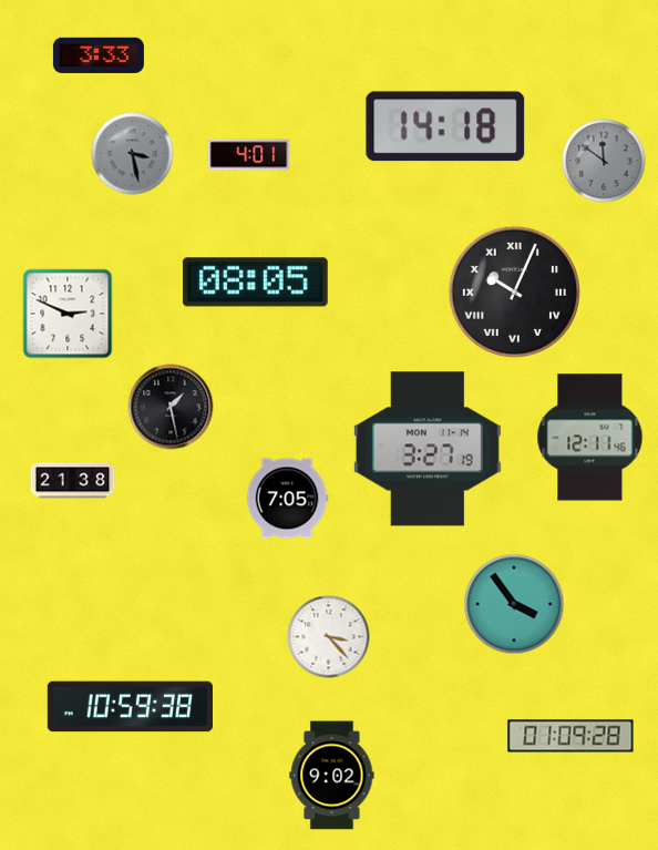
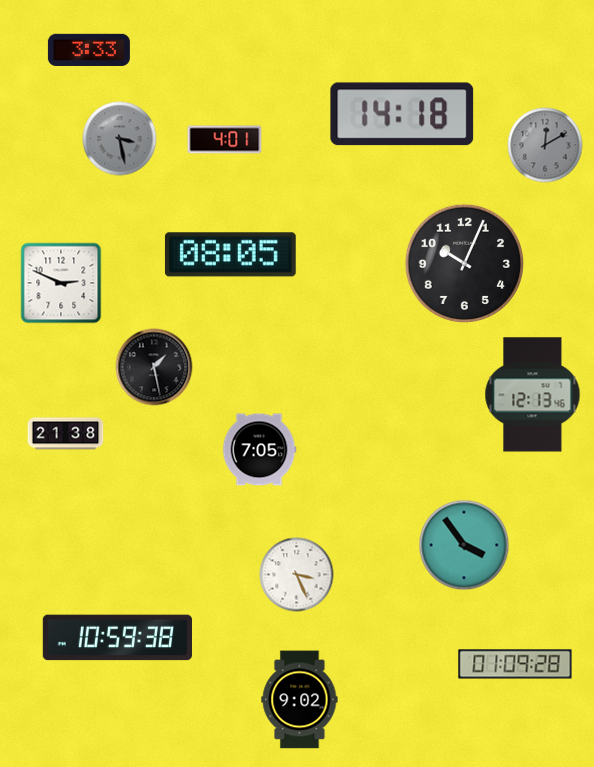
clock at (604, 161): 11:51 -> 12:10
clock at (514, 291) numerals: Roman -> Arabic
clock at (590, 438): 12:11 -> 12:13
clock at (428, 449): 3:27 -> none
clock at (329, 637): 3:23 -> 3:26
